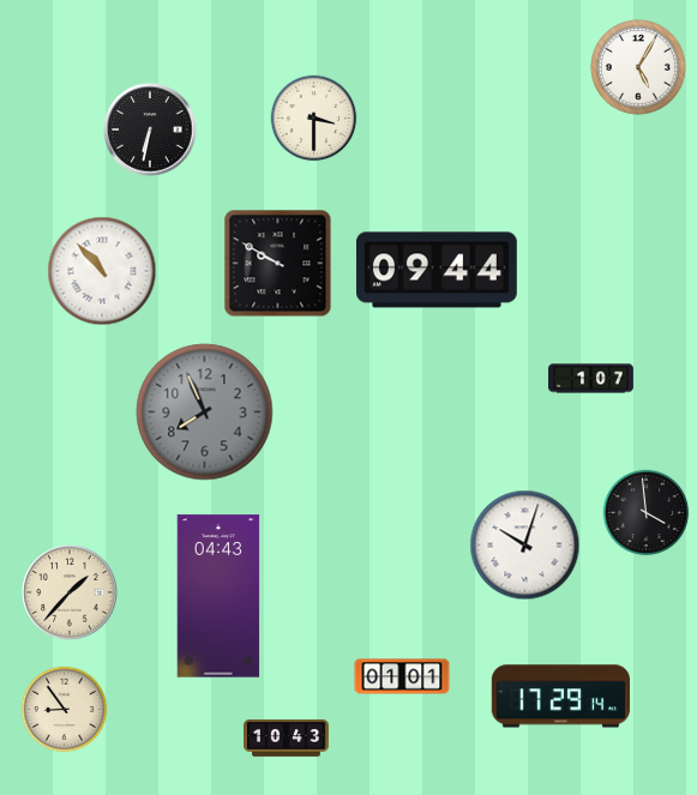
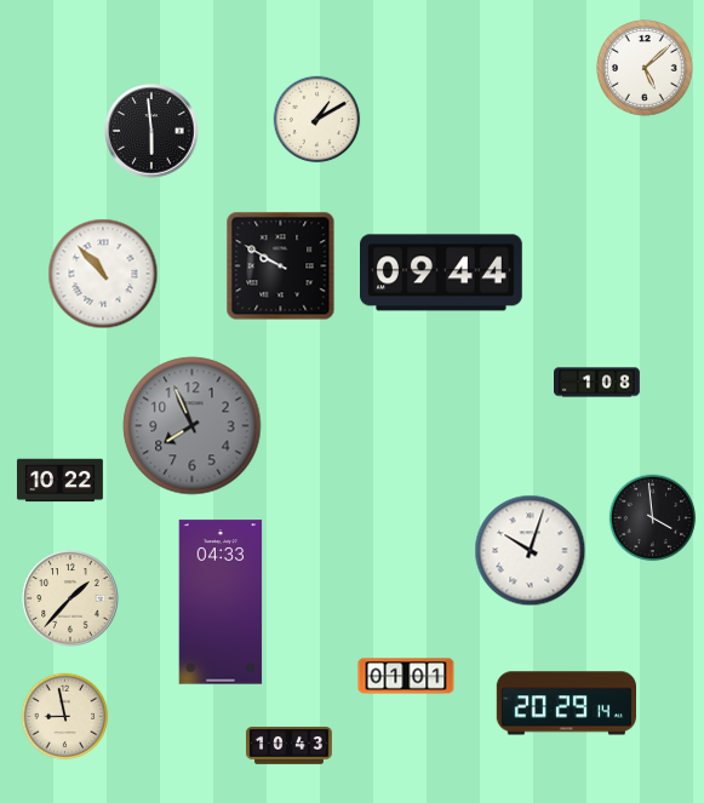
clock at (638, 67): 5:05 -> 5:08
clock at (314, 119): 3:30 -> 1:10
clock at (150, 130): 6:32 -> 5:59
clock at (591, 379): 1:07 -> 1:08
clock at (205, 412) position: (205, 412) -> (193, 426)
clock at (59, 481): none -> 10:22
clock at (218, 596): 04:43 -> 04:33
clock at (402, 676) position: (402, 676) -> (406, 676)
clock at (560, 697): 17:29 -> 20:29
clock at (65, 710): 8:54 -> 8:58
